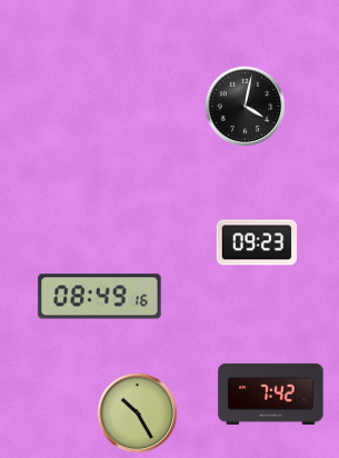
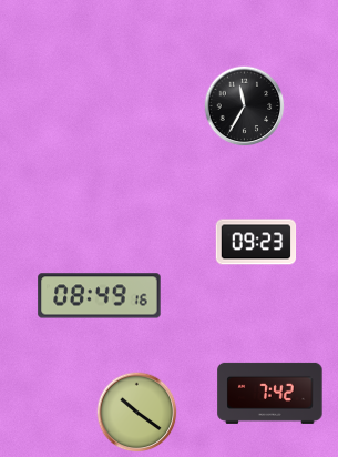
clock at (246, 107): 4:02 -> 11:35
clock at (138, 414): 10:25 -> 10:21
